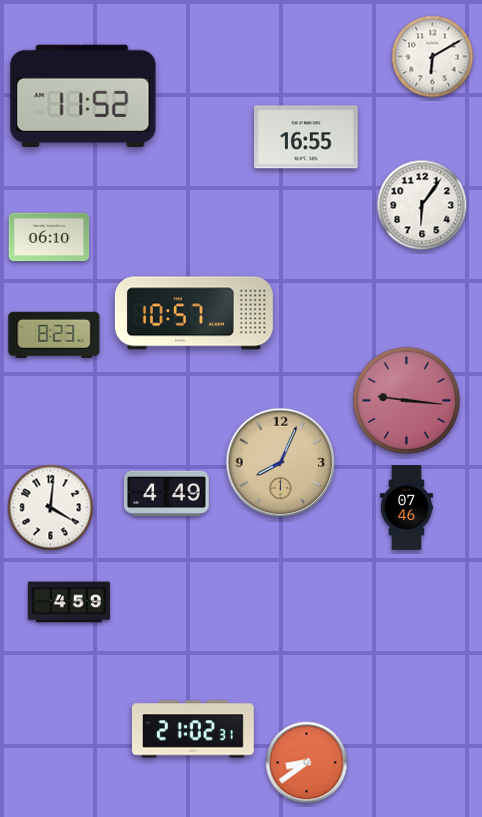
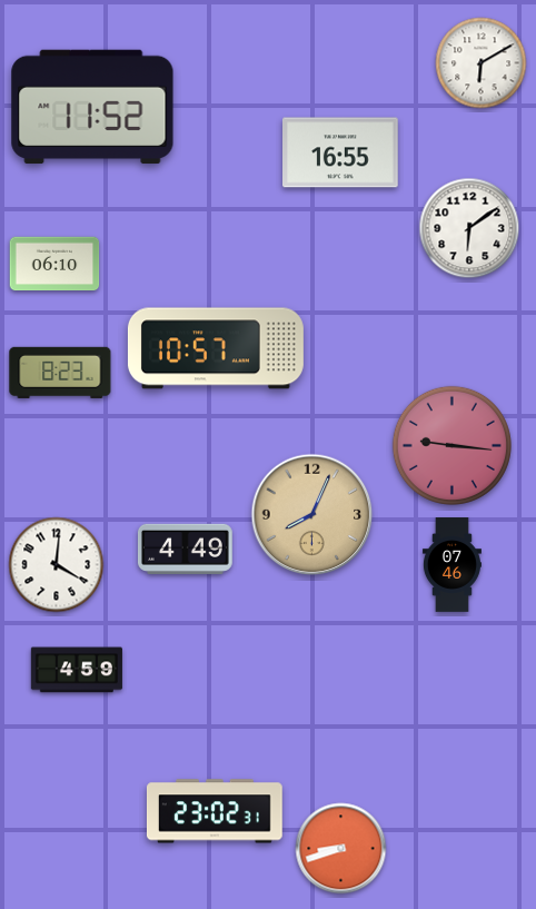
clock at (422, 205): 6:06 -> 6:09
clock at (193, 729): 21:02 -> 23:02
clock at (307, 763): 8:39 -> 8:42
